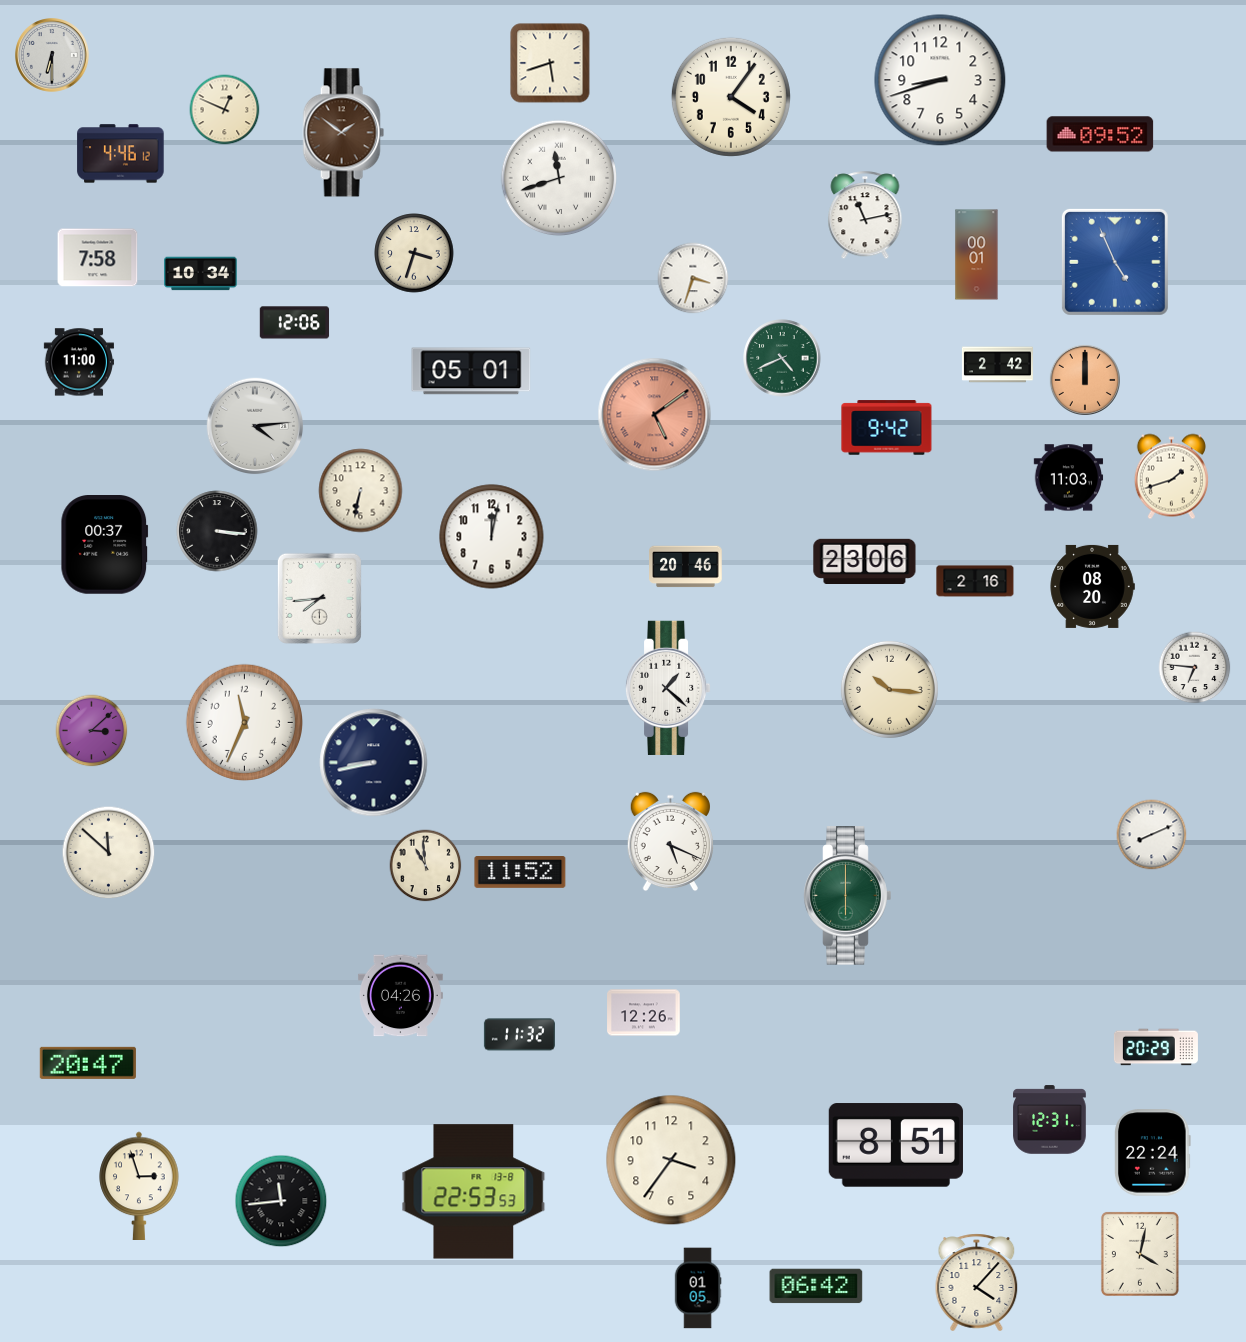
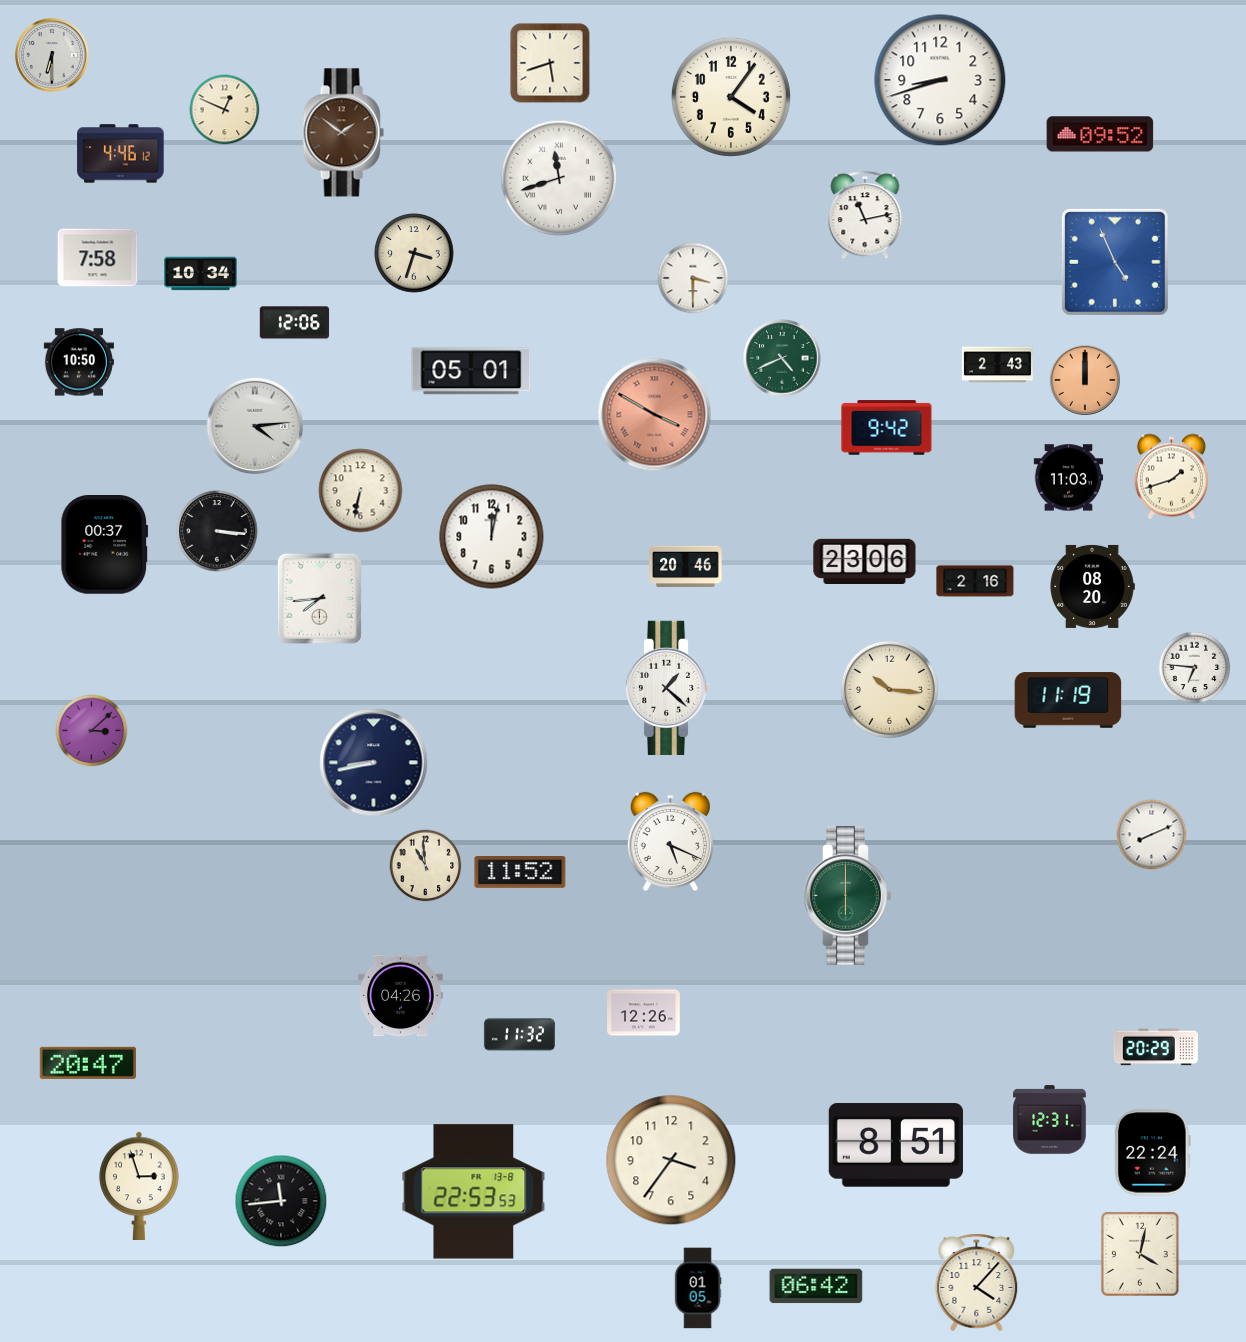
clock at (977, 255): 00:01 -> none
clock at (693, 278): 3:33 -> 3:30
clock at (79, 362): 11:00 -> 10:50
clock at (997, 365): 2:42 -> 2:43
clock at (655, 415): 5:09 -> 3:50
clock at (1068, 700): none -> 11:19
clock at (244, 722): 11:34 -> none
clock at (109, 853): 11:52 -> none
